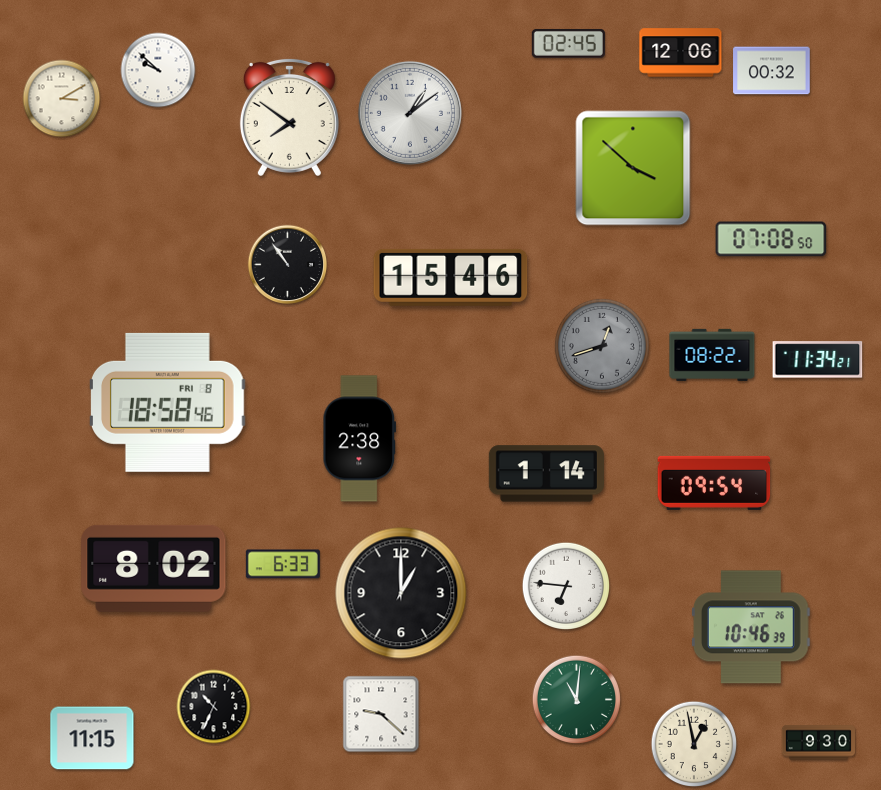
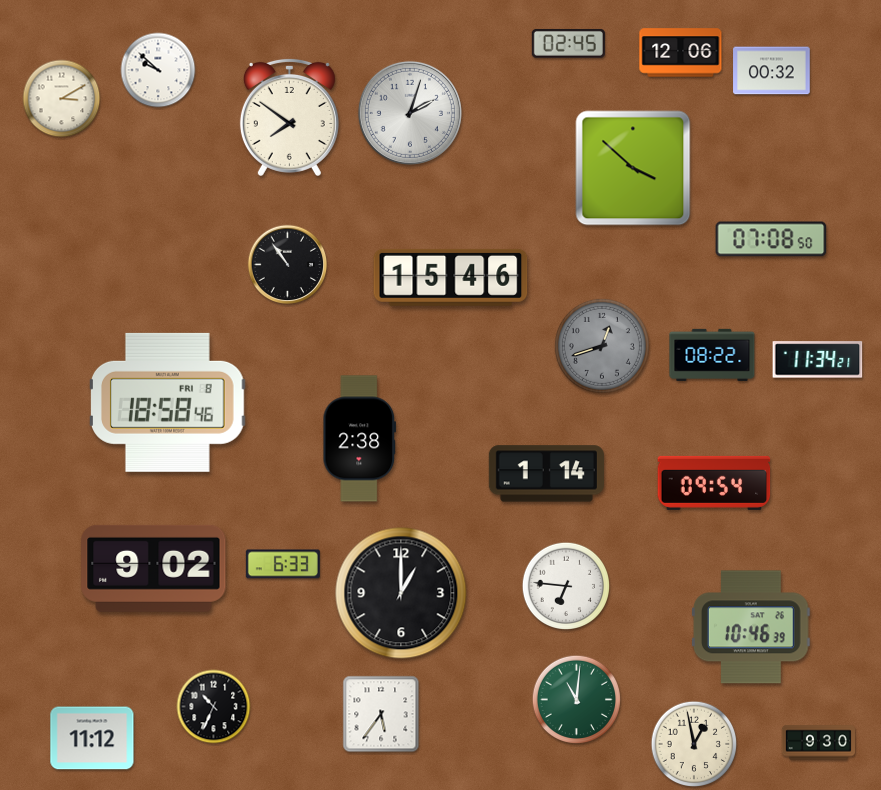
clock at (410, 113): 1:09 -> 2:03
clock at (154, 568): 8:02 -> 9:02
clock at (381, 714): 9:22 -> 5:36
clock at (92, 738): 11:15 -> 11:12
